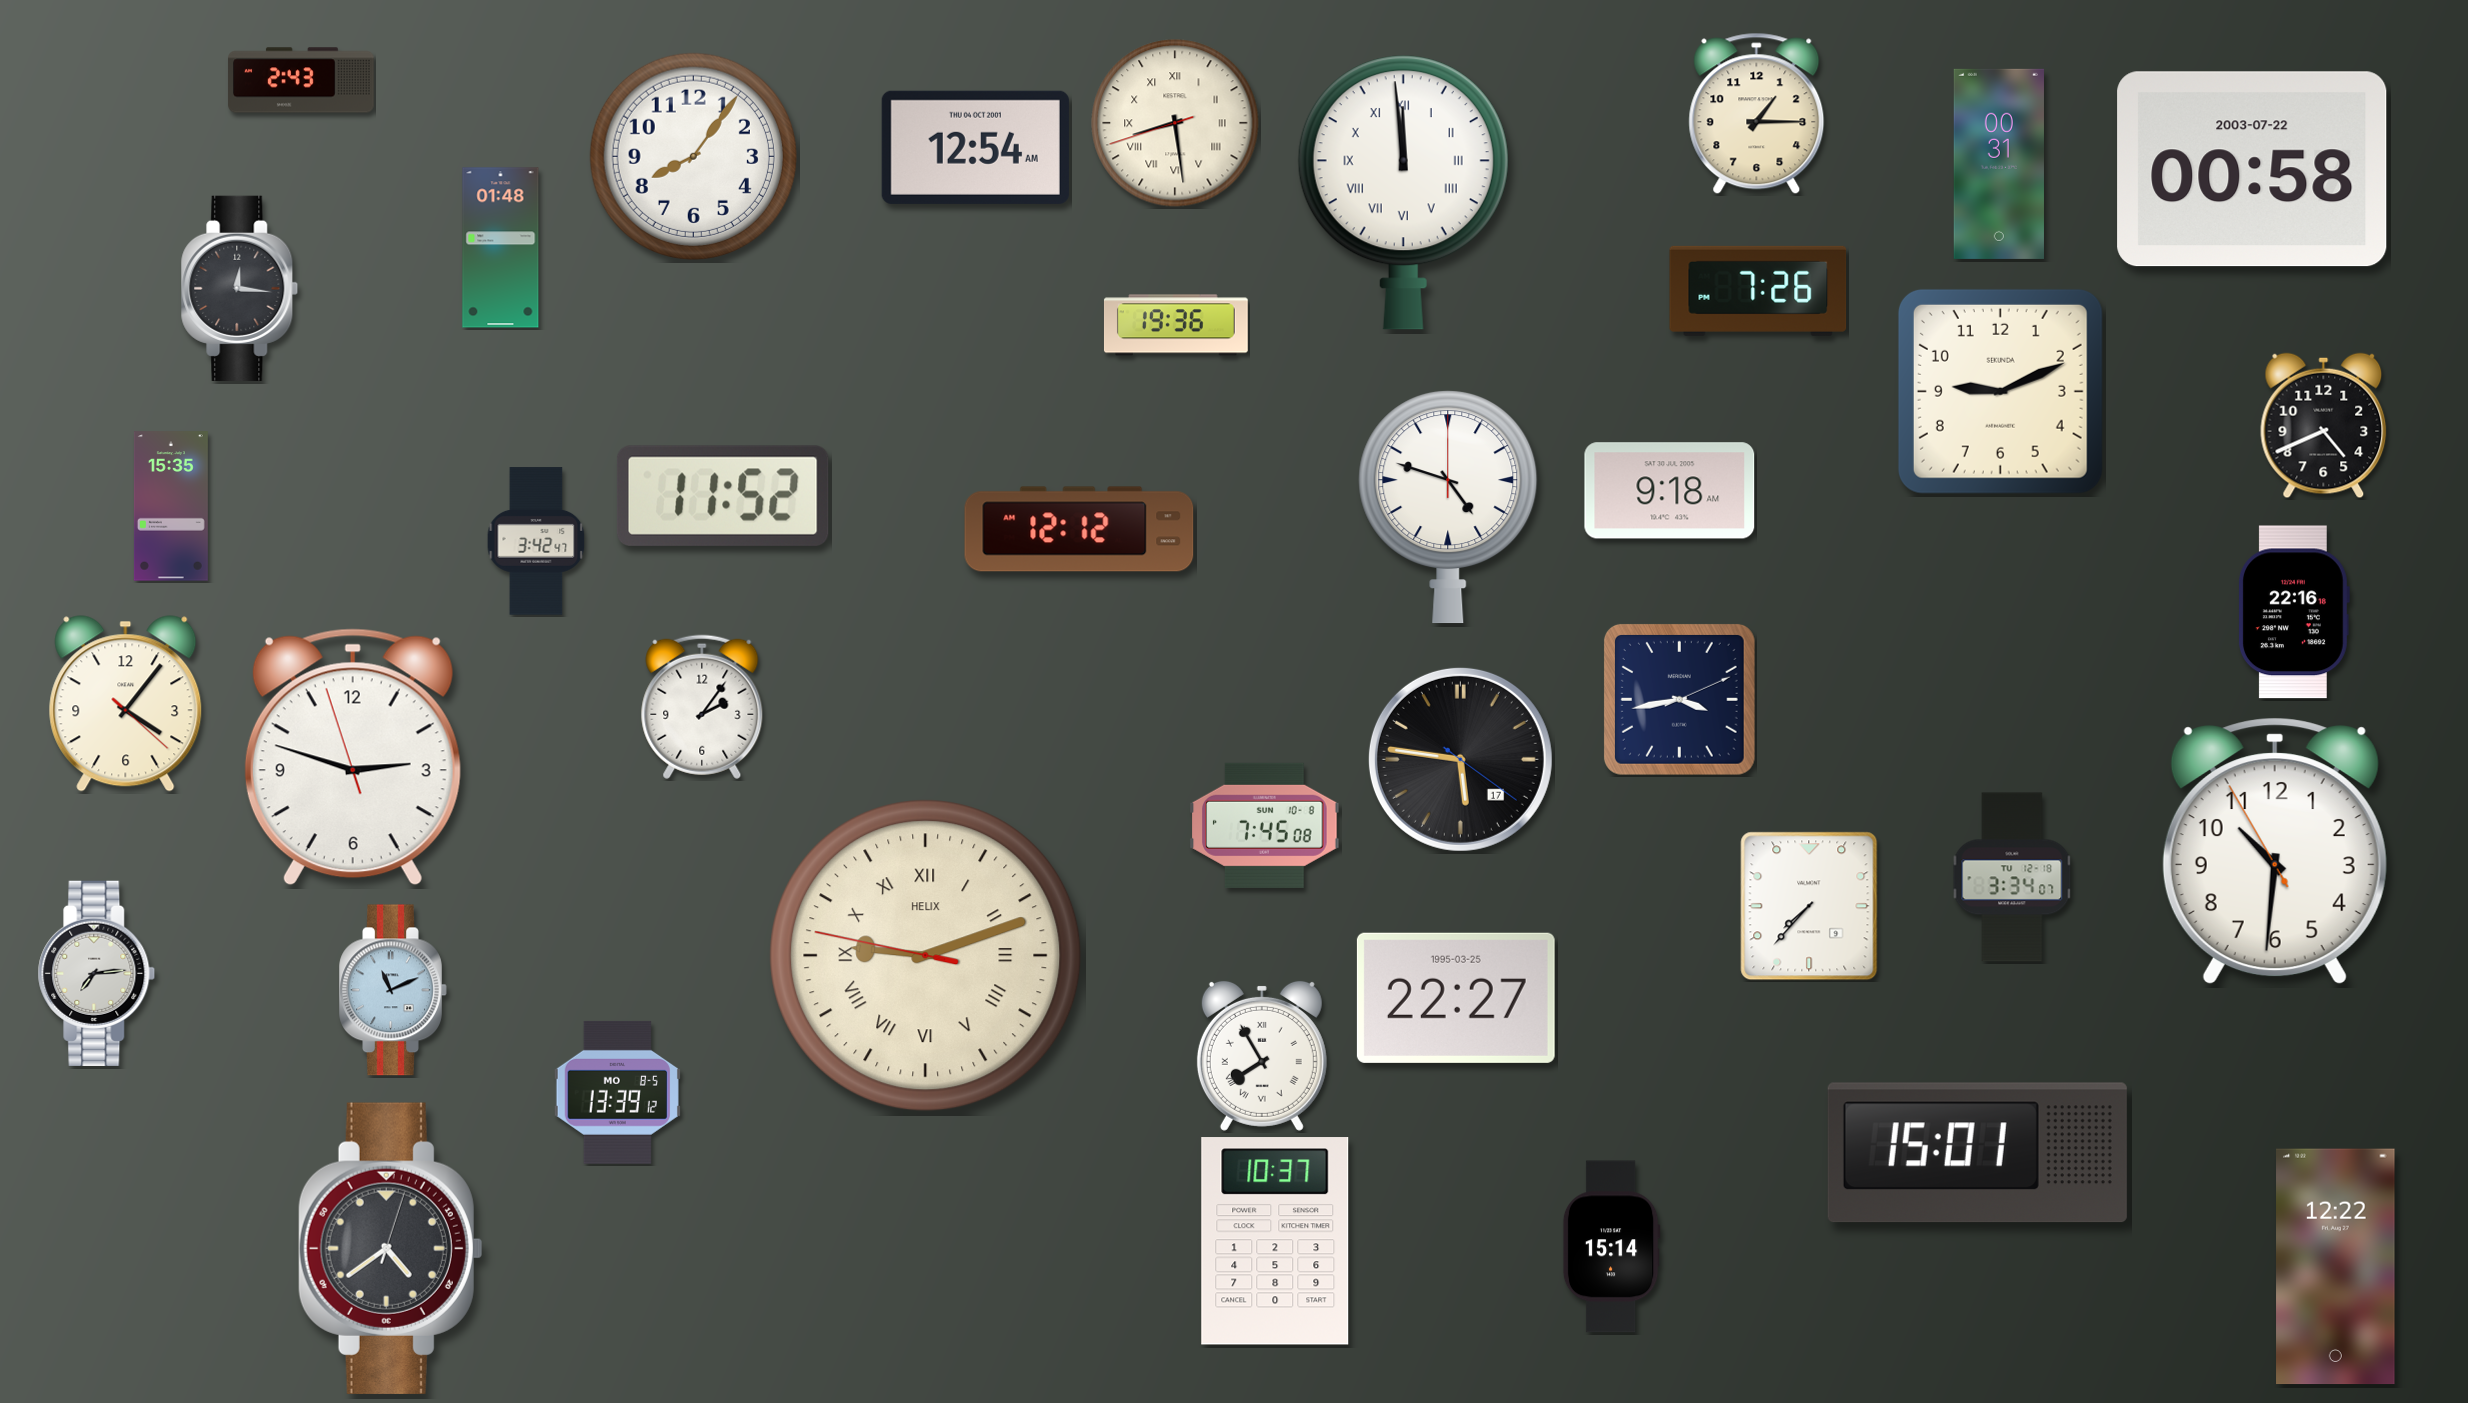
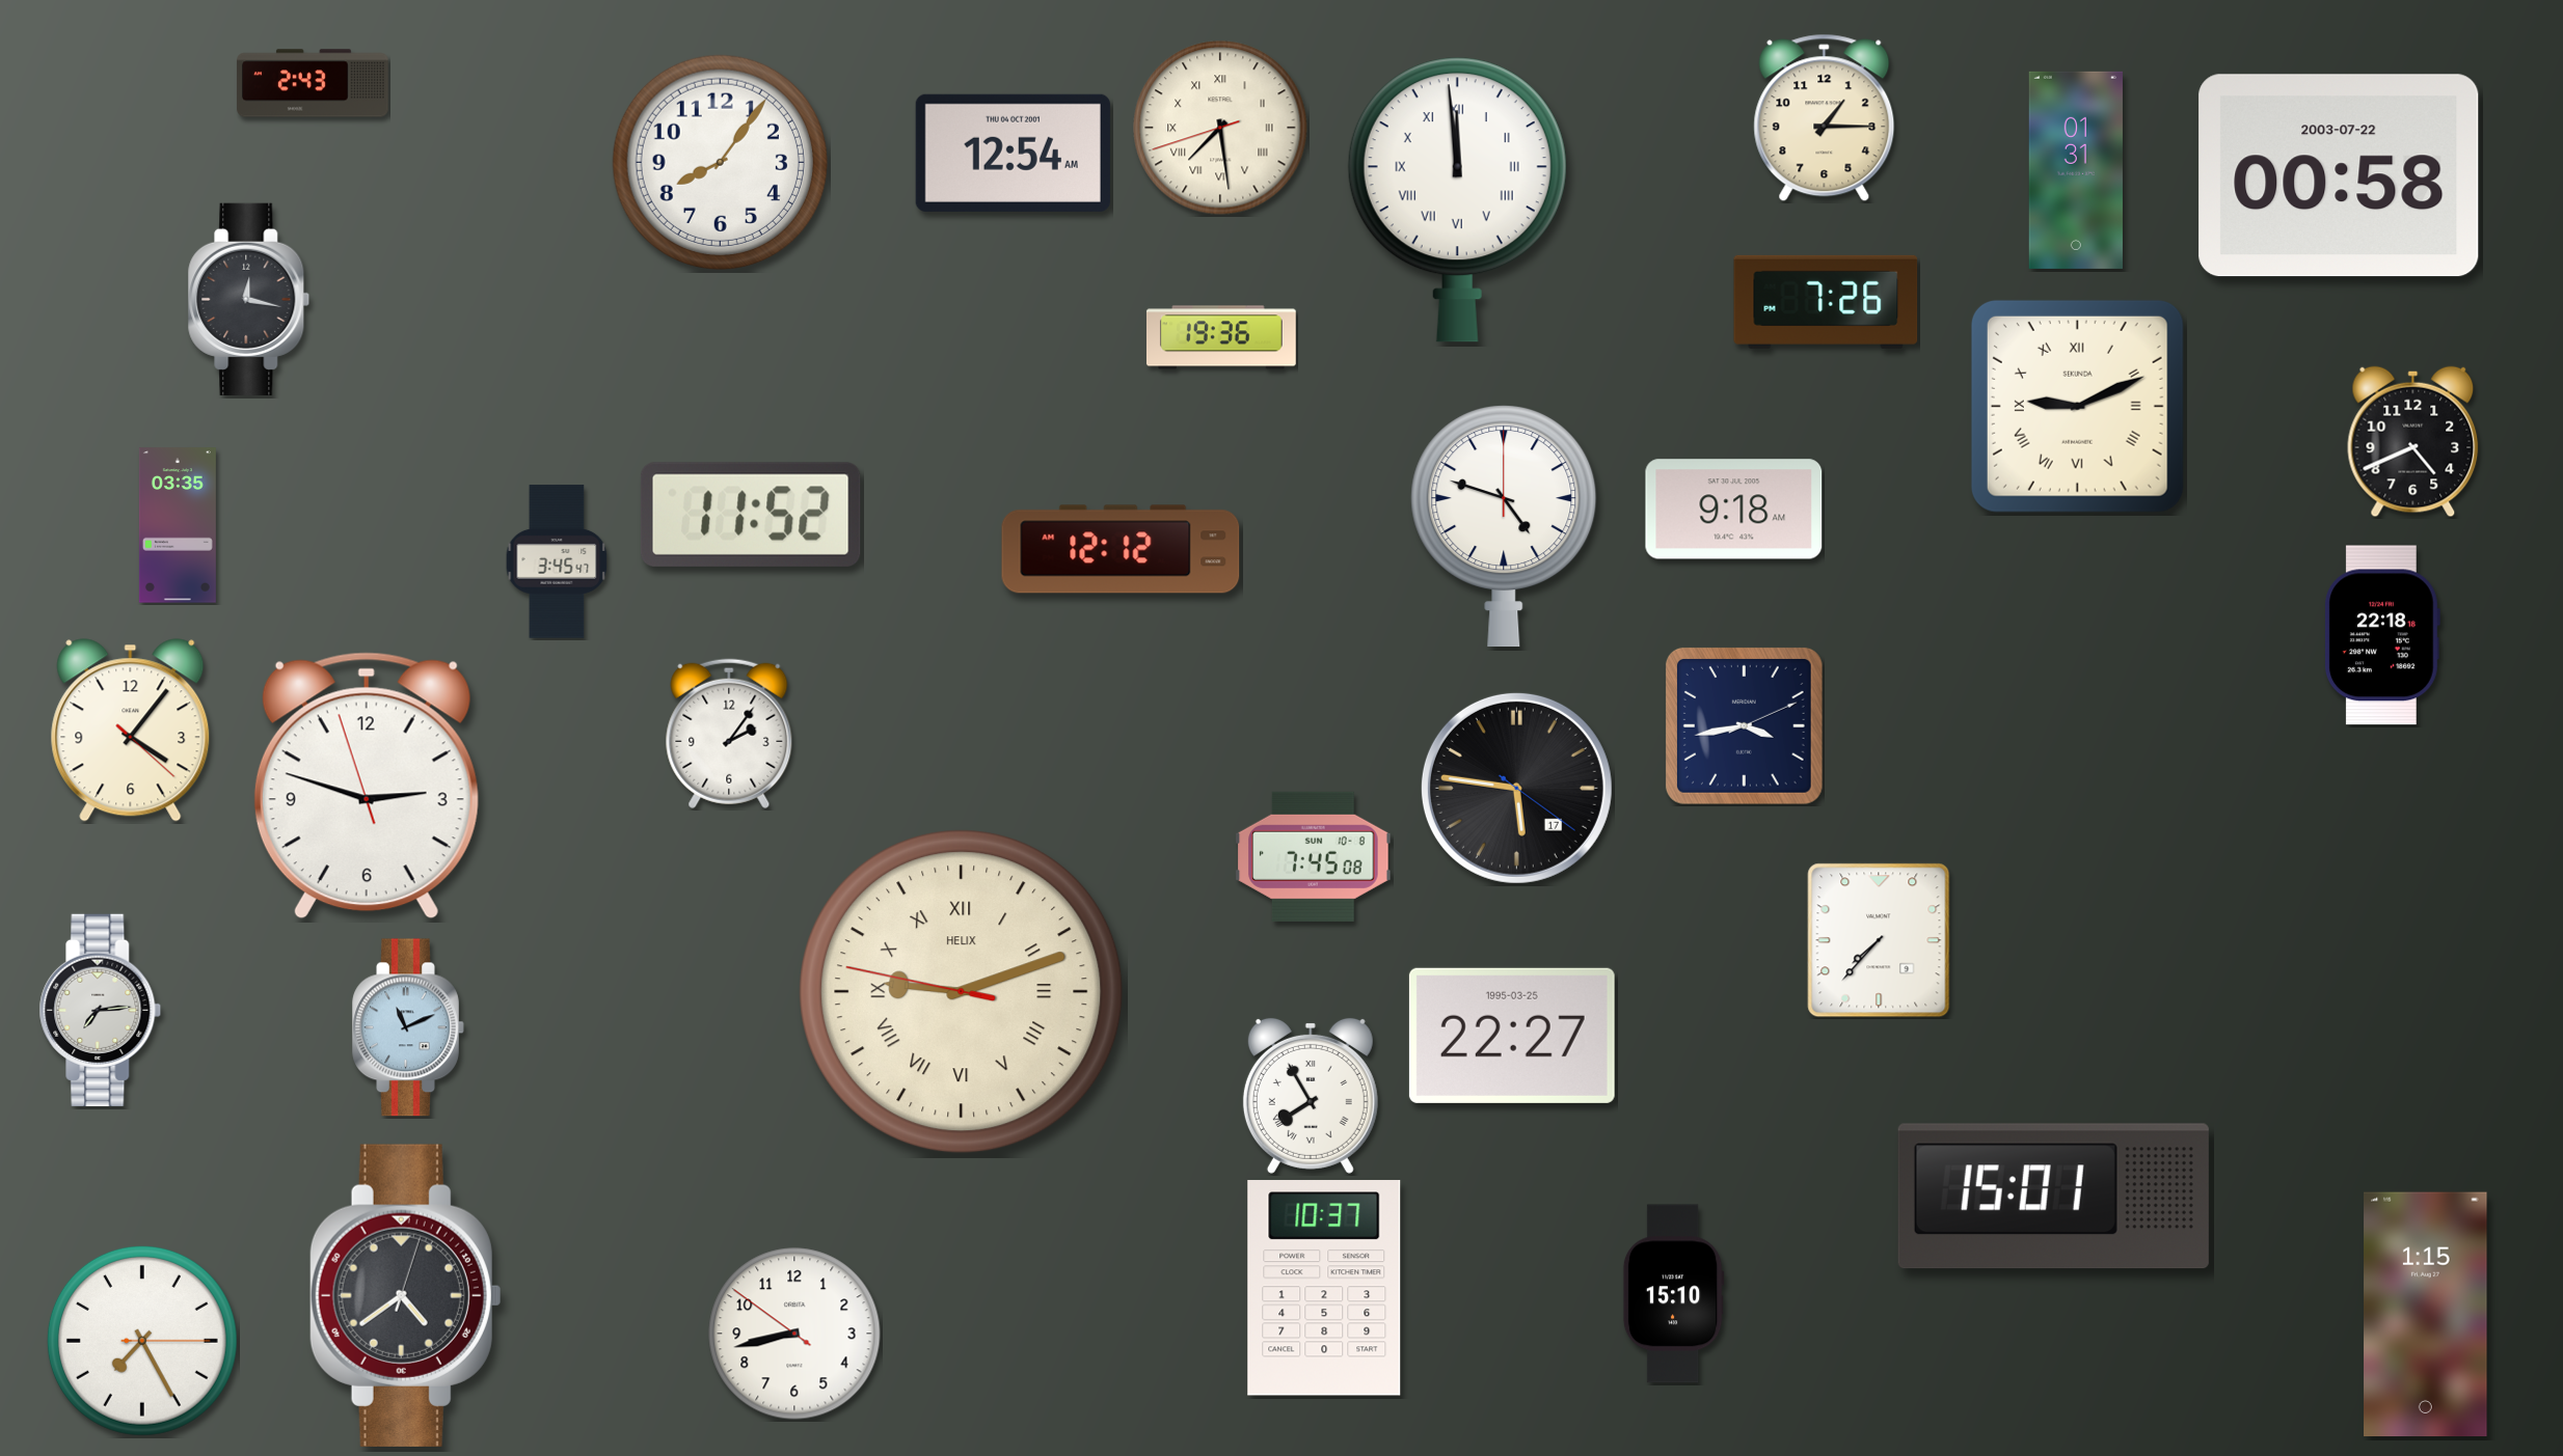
clock at (1175, 123): 8:28 -> 7:28
clock at (1999, 164): 00:31 -> 01:31
clock at (501, 248): 01:48 -> none
clock at (240, 288): 12:16 -> 12:17
clock at (2000, 391) numerals: Arabic -> Roman
clock at (171, 506): 15:35 -> 03:35
clock at (536, 541): 3:42 -> 3:45
clock at (2294, 612): 22:16 -> 22:18
clock at (2275, 851): 10:30 -> none
clock at (2012, 877): 3:34 -> none
clock at (617, 1092): 13:39 -> none
clock at (1611, 1247): 15:14 -> 15:10
clock at (2336, 1267): 12:22 -> 1:15
clock at (794, 1334): none -> 8:42
clock at (142, 1341): none -> 7:25
